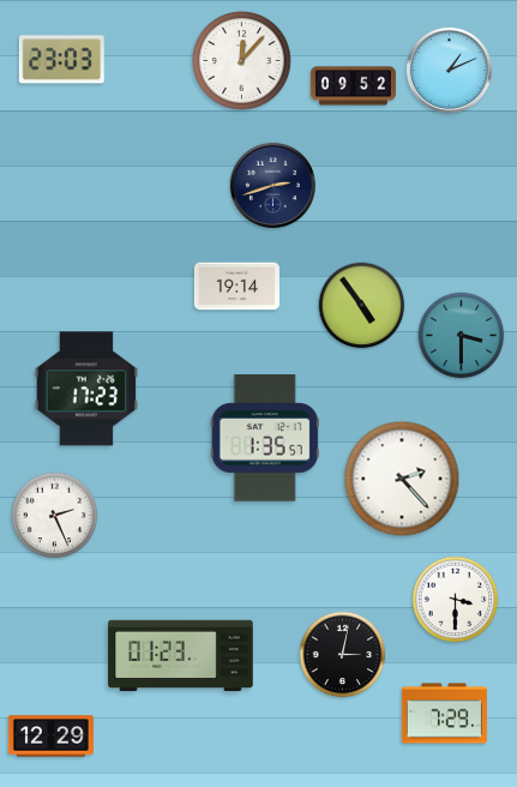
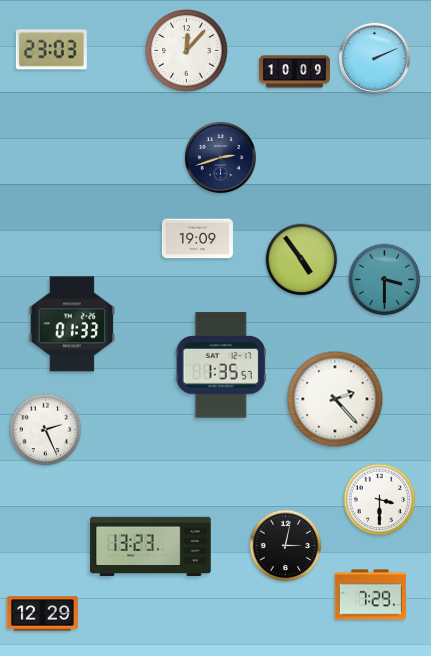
clock at (242, 61) position: (242, 61) -> (187, 51)
clock at (449, 70): 1:11 -> 2:11
clock at (353, 86): 09:52 -> 10:09
clock at (272, 185) position: (272, 185) -> (220, 157)
clock at (236, 287): 19:14 -> 19:09
clock at (362, 306) position: (362, 306) -> (302, 260)
clock at (86, 389): 17:23 -> 01:33
clock at (181, 656): 01:23 -> 13:23
